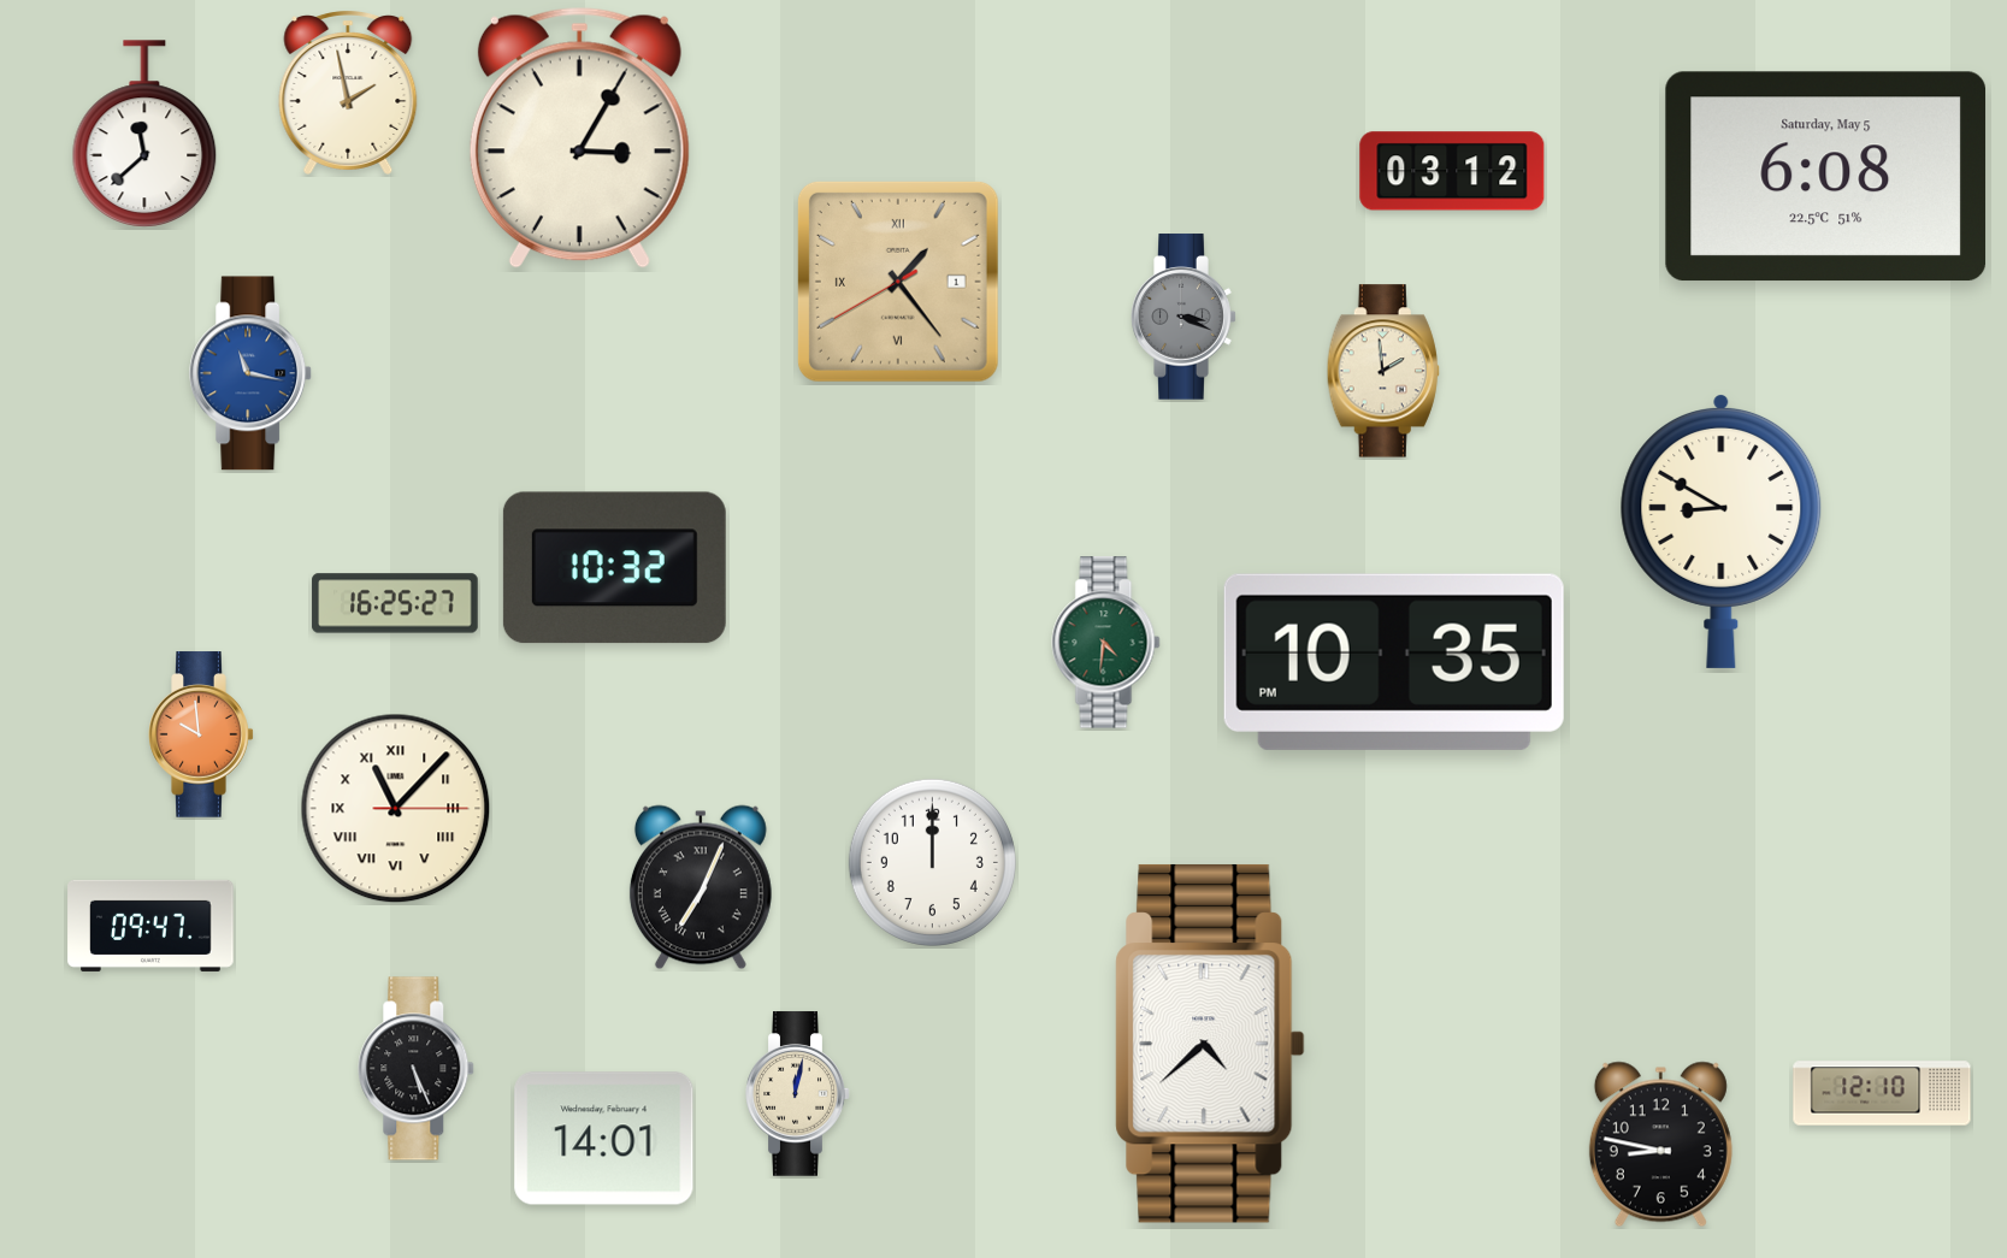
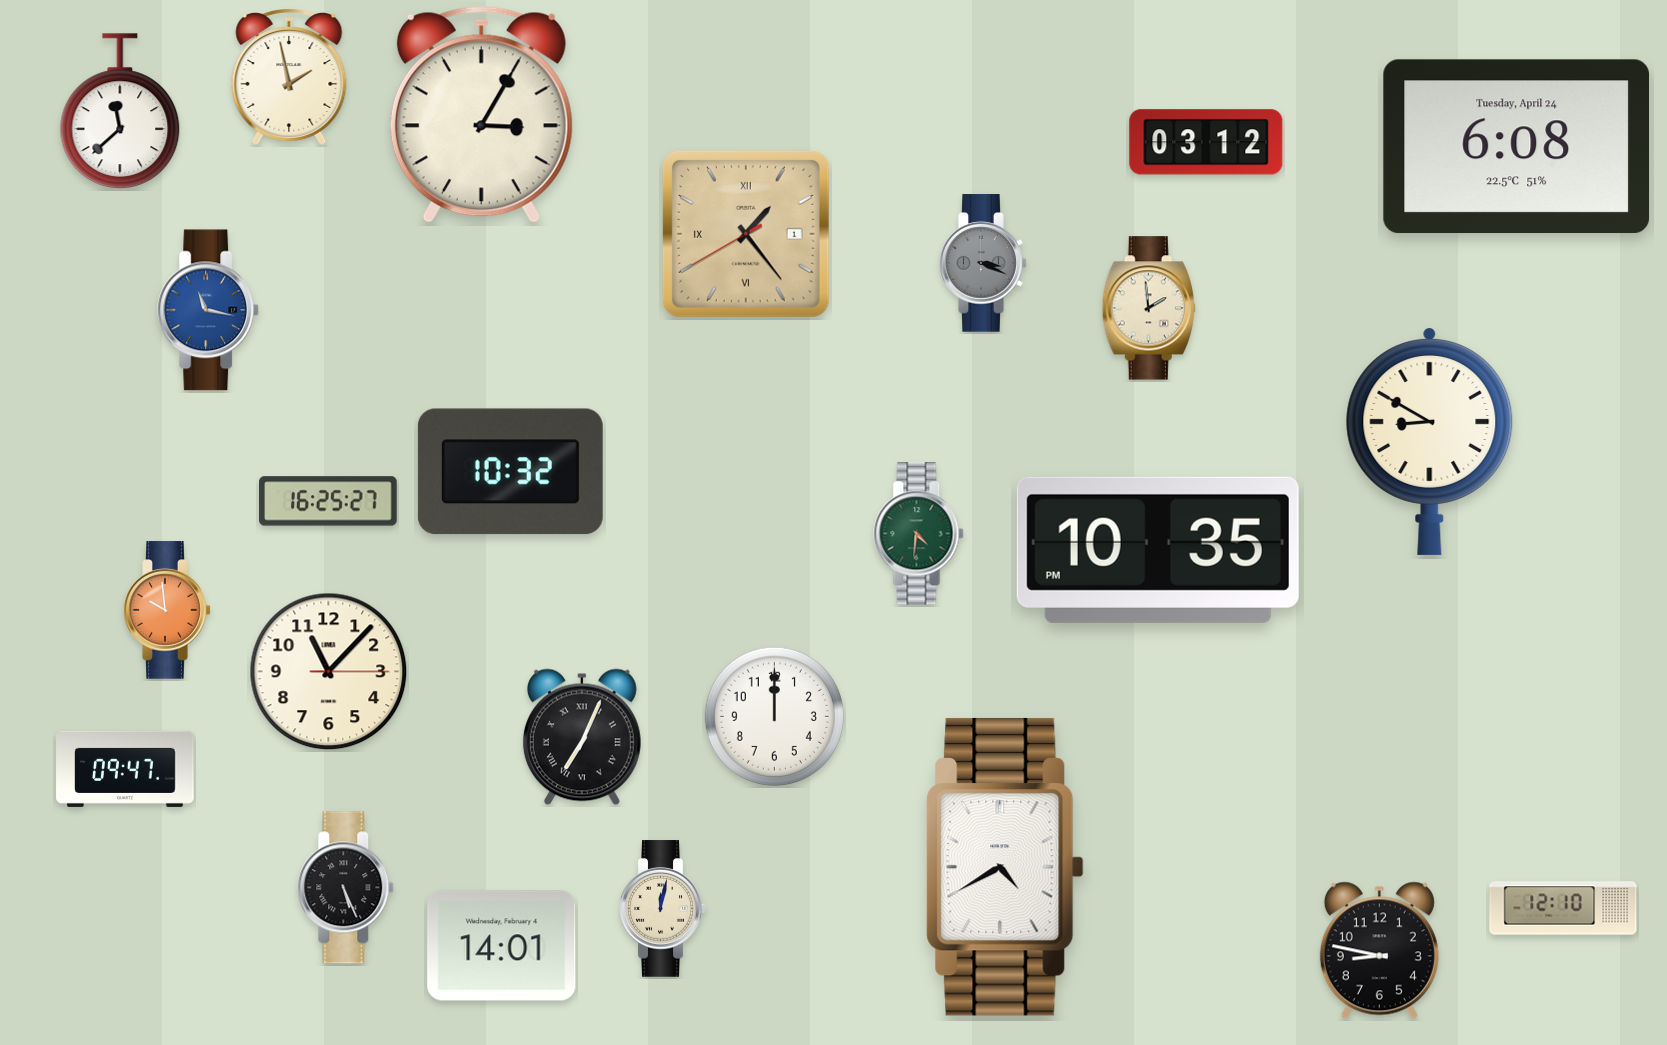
clock at (1826, 177) date: Saturday, May 5 -> Tuesday, April 24
clock at (396, 809) numerals: Roman -> Arabic
clock at (1210, 1044): 4:38 -> 4:40
